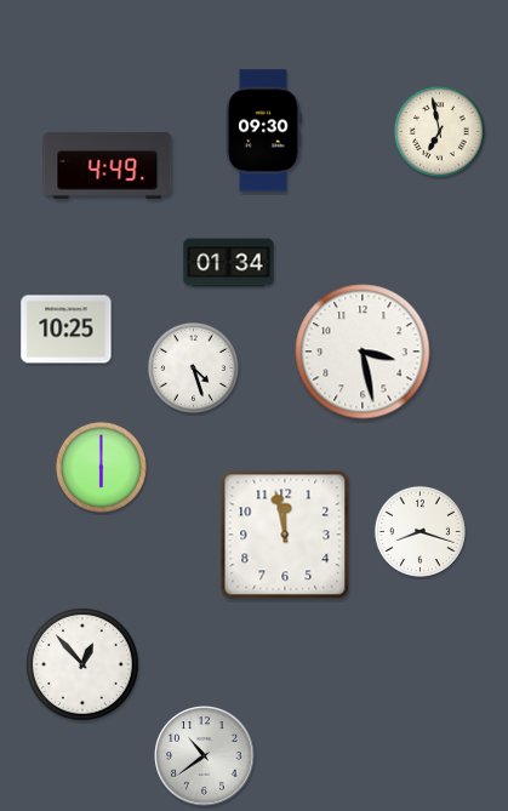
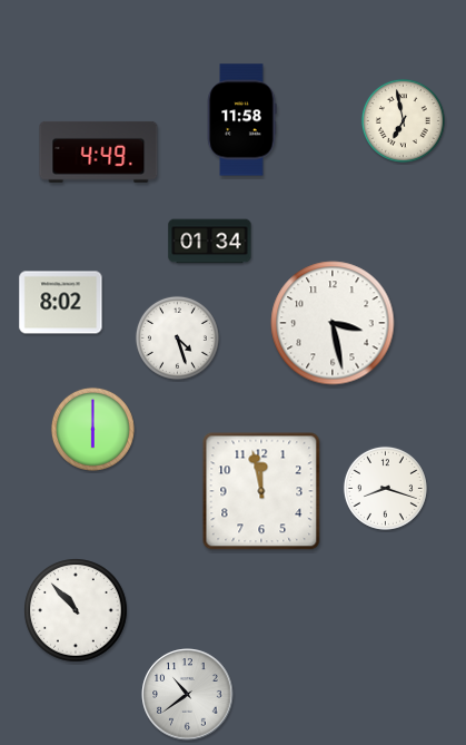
clock at (263, 131): 09:30 -> 11:58
clock at (67, 330): 10:25 -> 8:02
clock at (82, 664): 12:53 -> 10:53
